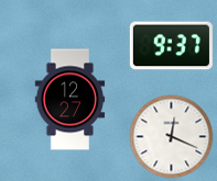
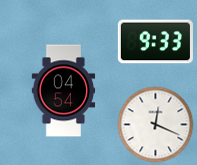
clock at (171, 46): 9:37 -> 9:33
clock at (70, 100): 12:27 -> 04:54
